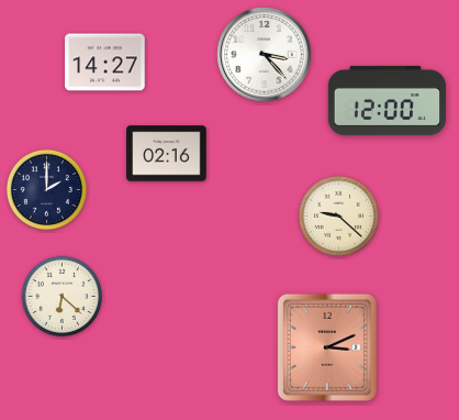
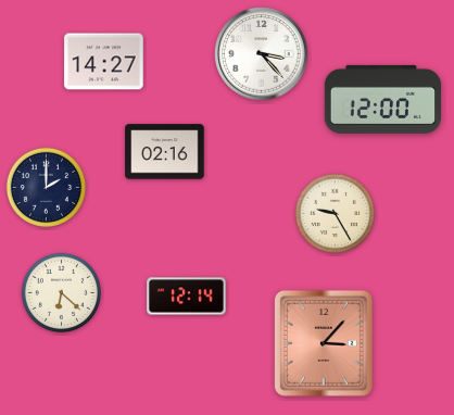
clock at (339, 217): 9:22 -> 9:25
clock at (187, 297): none -> 12:14
clock at (327, 347): 3:11 -> 3:07
